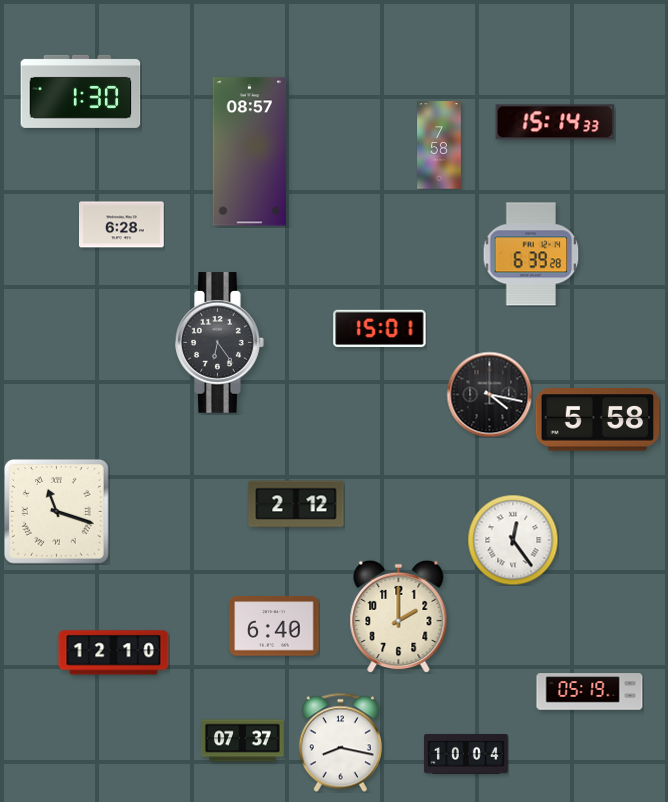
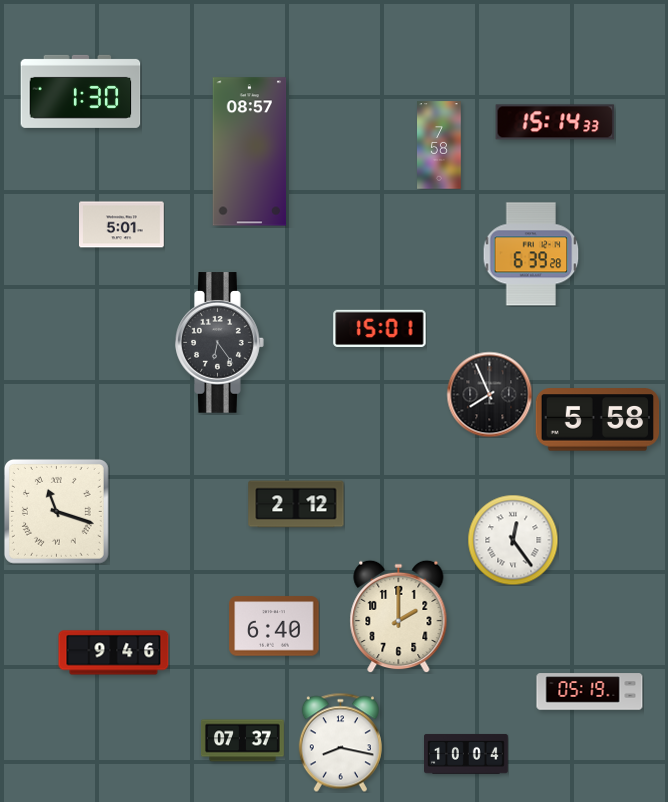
clock at (122, 225): 6:28 -> 5:01
clock at (489, 394): 4:17 -> 7:56
clock at (114, 653): 12:10 -> 9:46
